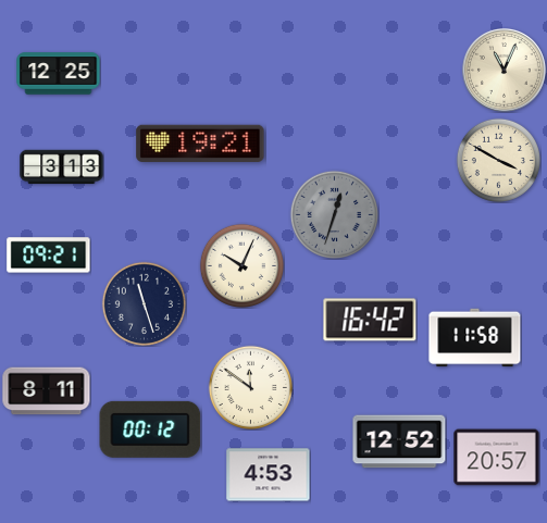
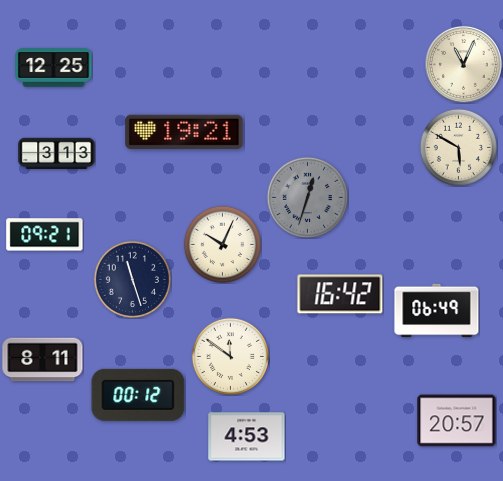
clock at (498, 160): 3:50 -> 5:50
clock at (475, 338): 11:58 -> 06:49
clock at (399, 441): 12:52 -> none
